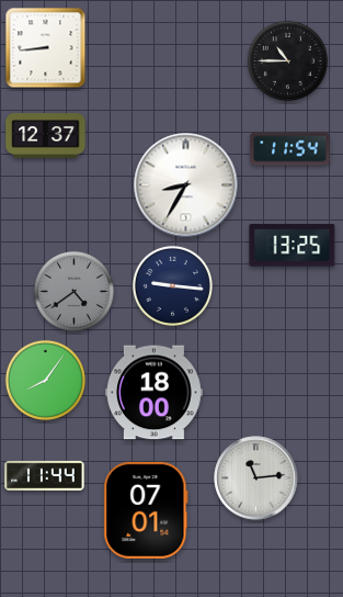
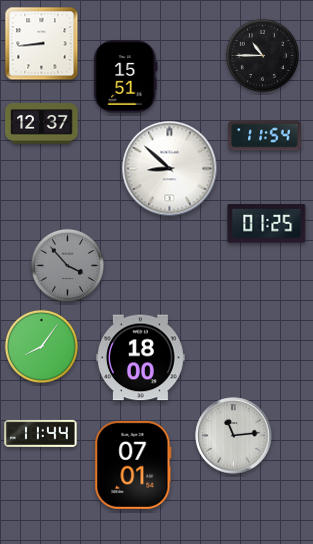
clock at (126, 77): none -> 15:51
clock at (186, 185): 8:35 -> 8:52
clock at (293, 246): 13:25 -> 01:25
clock at (172, 285): 9:16 -> none
clock at (73, 291): 4:39 -> 3:53
